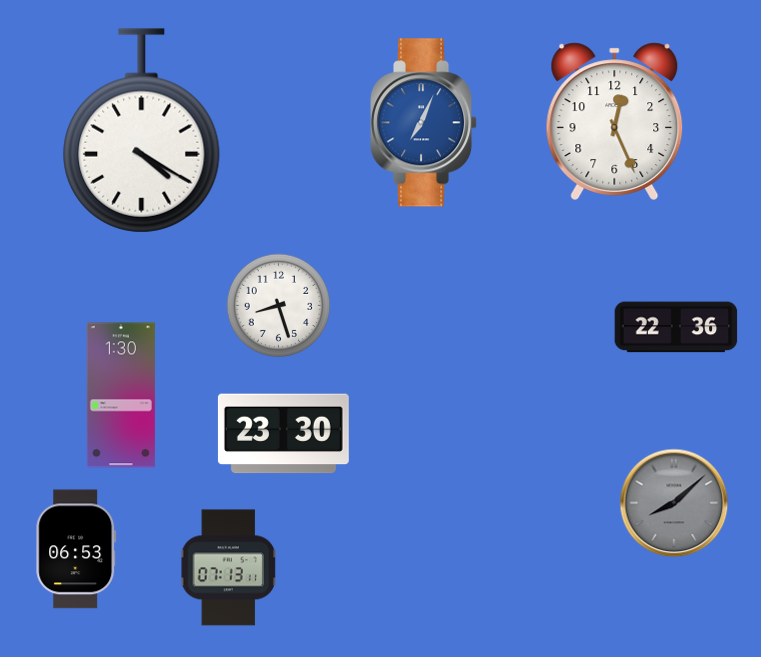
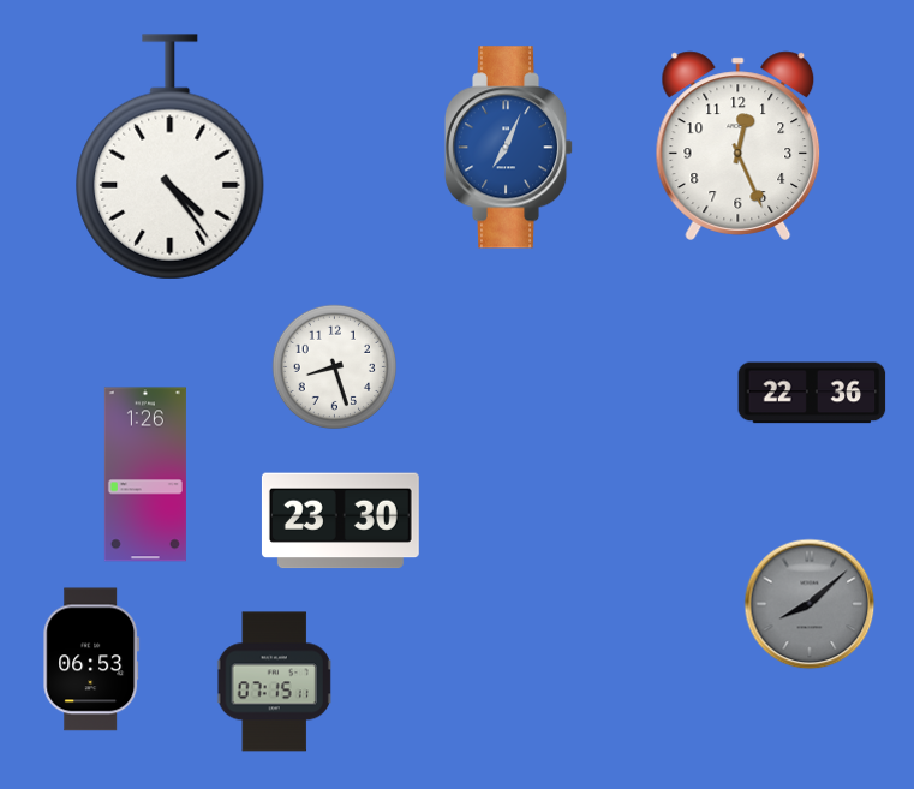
clock at (142, 131): 4:20 -> 4:24
clock at (121, 395): 1:30 -> 1:26
clock at (229, 568): 07:13 -> 07:15
